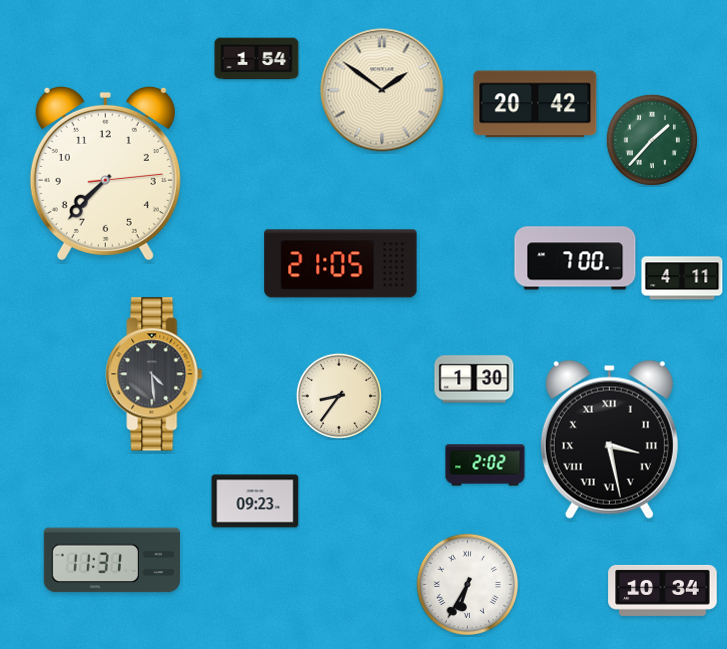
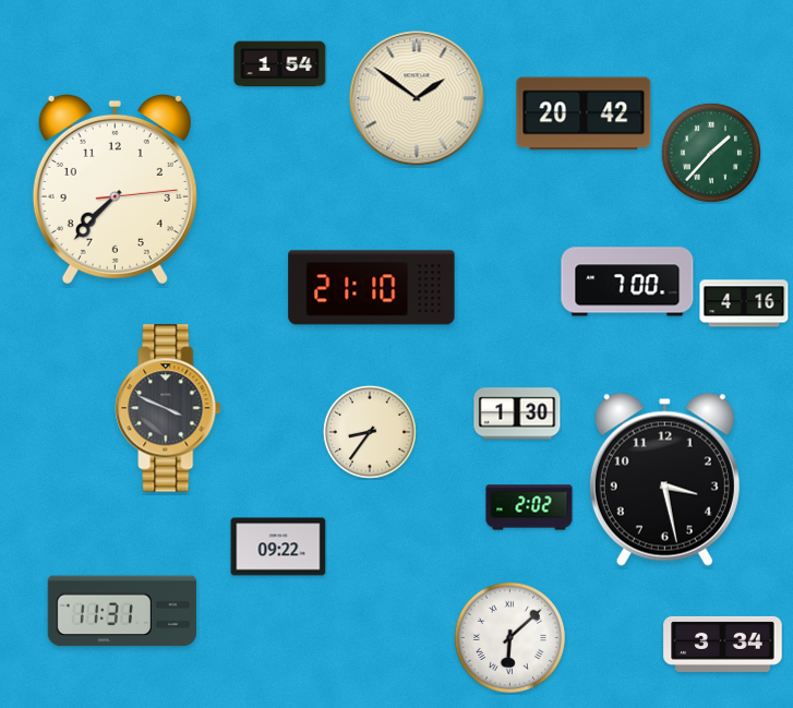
clock at (341, 264): 21:05 -> 21:10
clock at (682, 278): 4:11 -> 4:16
clock at (154, 374): 4:29 -> 3:49
clock at (609, 439) numerals: Roman -> Arabic
clock at (255, 501): 09:23 -> 09:22
clock at (468, 585): 6:35 -> 6:08
clock at (663, 590): 10:34 -> 3:34
